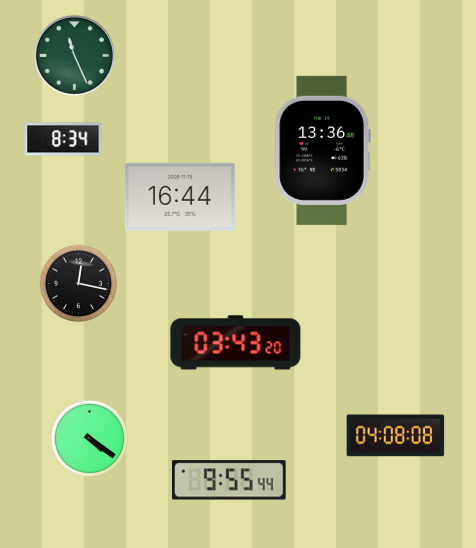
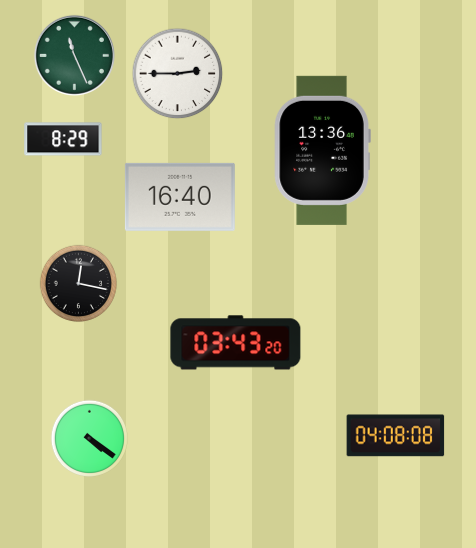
clock at (177, 73): none -> 2:45
clock at (63, 139): 8:34 -> 8:29
clock at (180, 197): 16:44 -> 16:40
clock at (229, 480): 9:55 -> none
